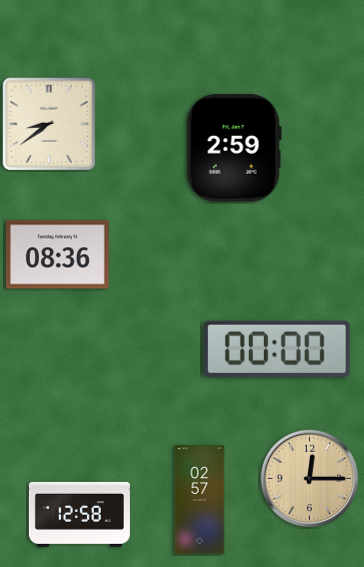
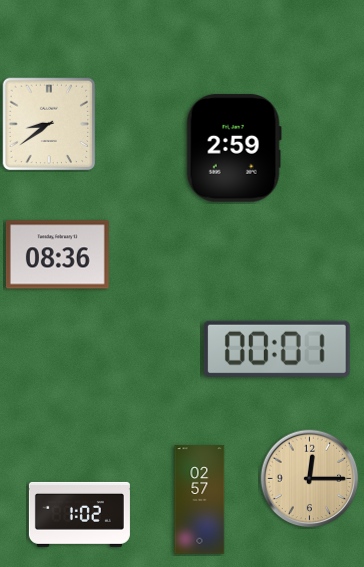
clock at (277, 349): 00:00 -> 00:01
clock at (79, 514): 12:58 -> 1:02
